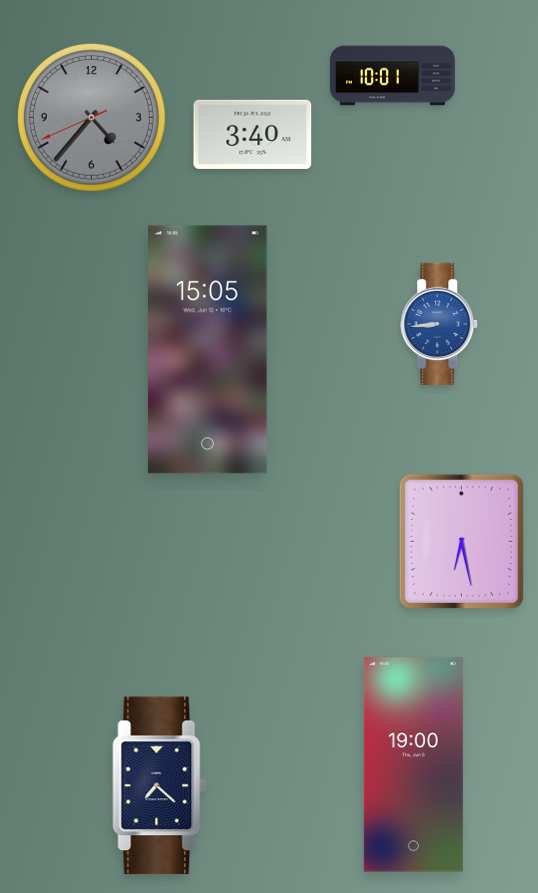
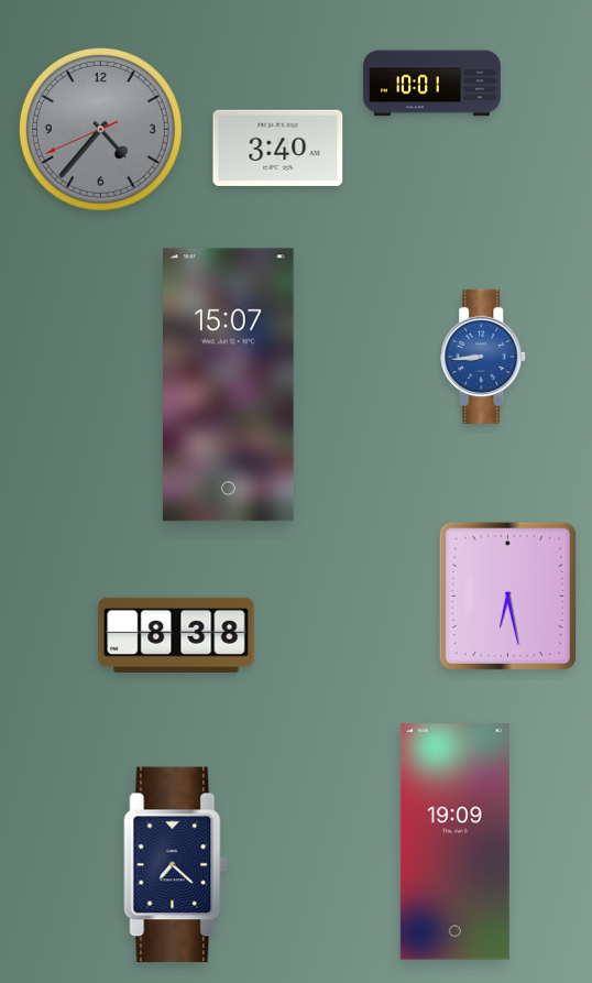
clock at (208, 350): 15:05 -> 15:07
clock at (176, 635): none -> 8:38
clock at (413, 765): 19:00 -> 19:09
